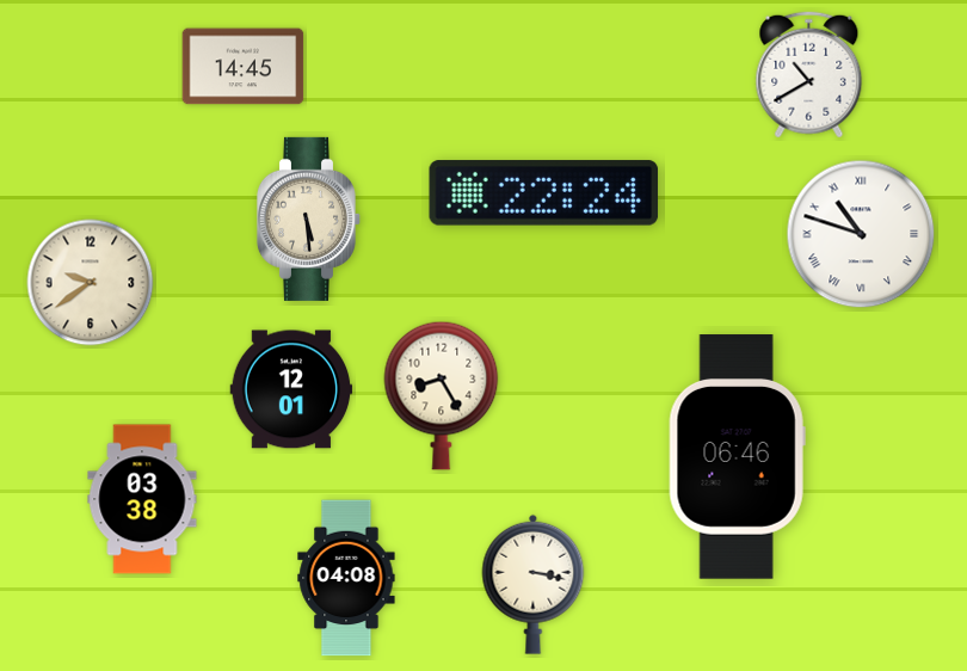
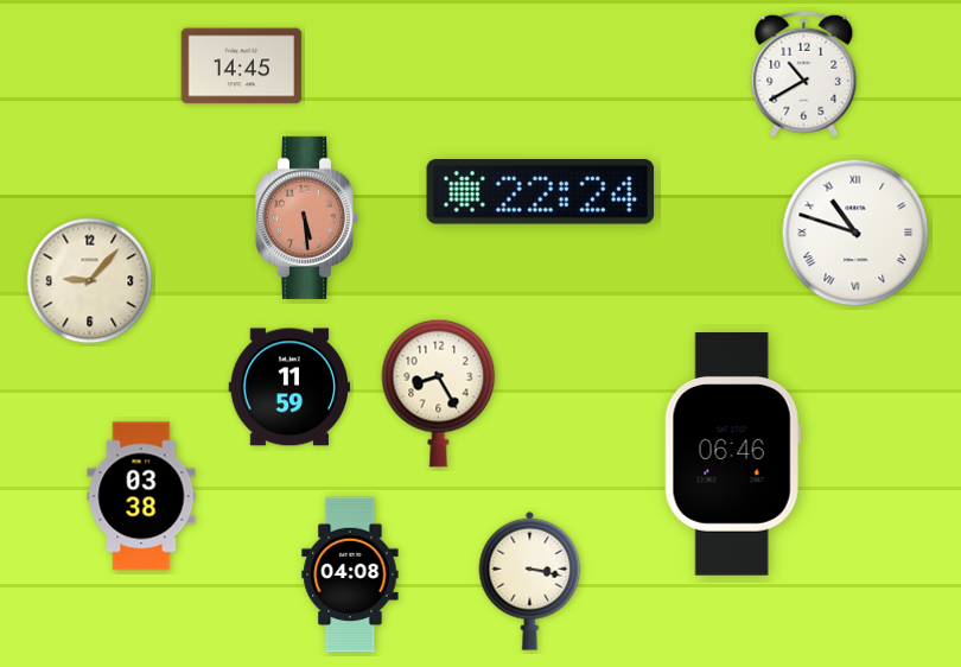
clock at (308, 218) dial: cream -> salmon
clock at (91, 283): 9:39 -> 9:07
clock at (291, 389): 12:01 -> 11:59
clock at (346, 578) position: (346, 578) -> (350, 574)
